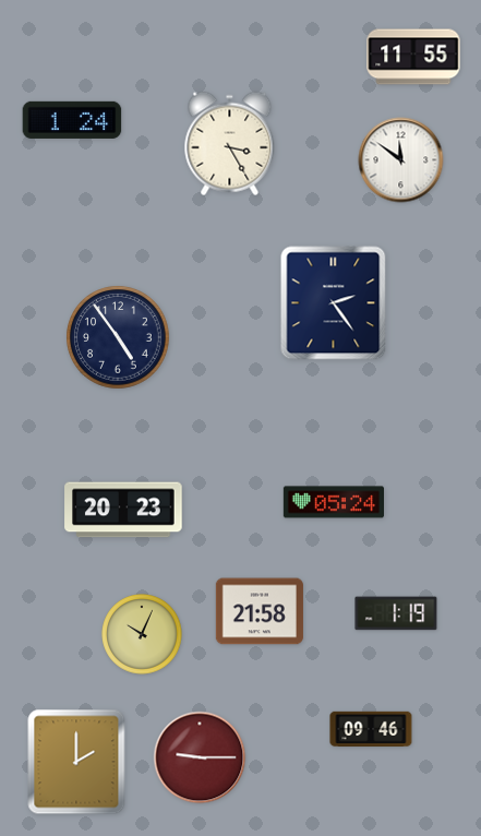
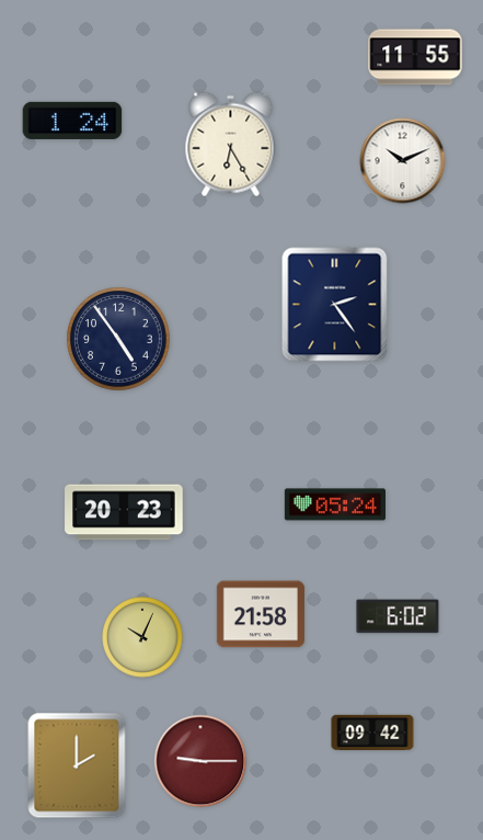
clock at (230, 144): 3:25 -> 6:25
clock at (401, 160): 11:51 -> 10:11
clock at (396, 613): 1:19 -> 6:02
clock at (371, 729): 09:46 -> 09:42
